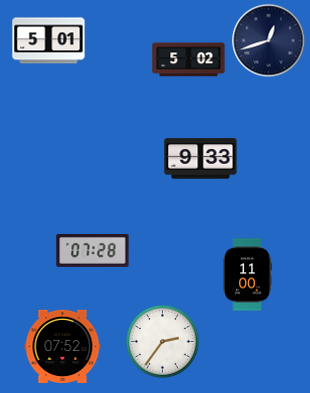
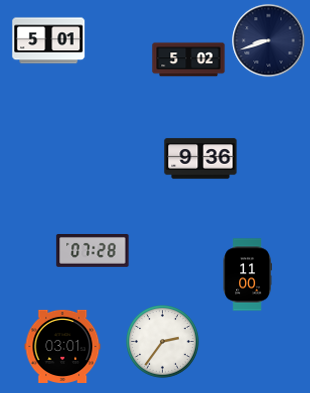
clock at (269, 41): 12:42 -> 8:42
clock at (201, 159): 9:33 -> 9:36
clock at (63, 346): 07:52 -> 03:01
